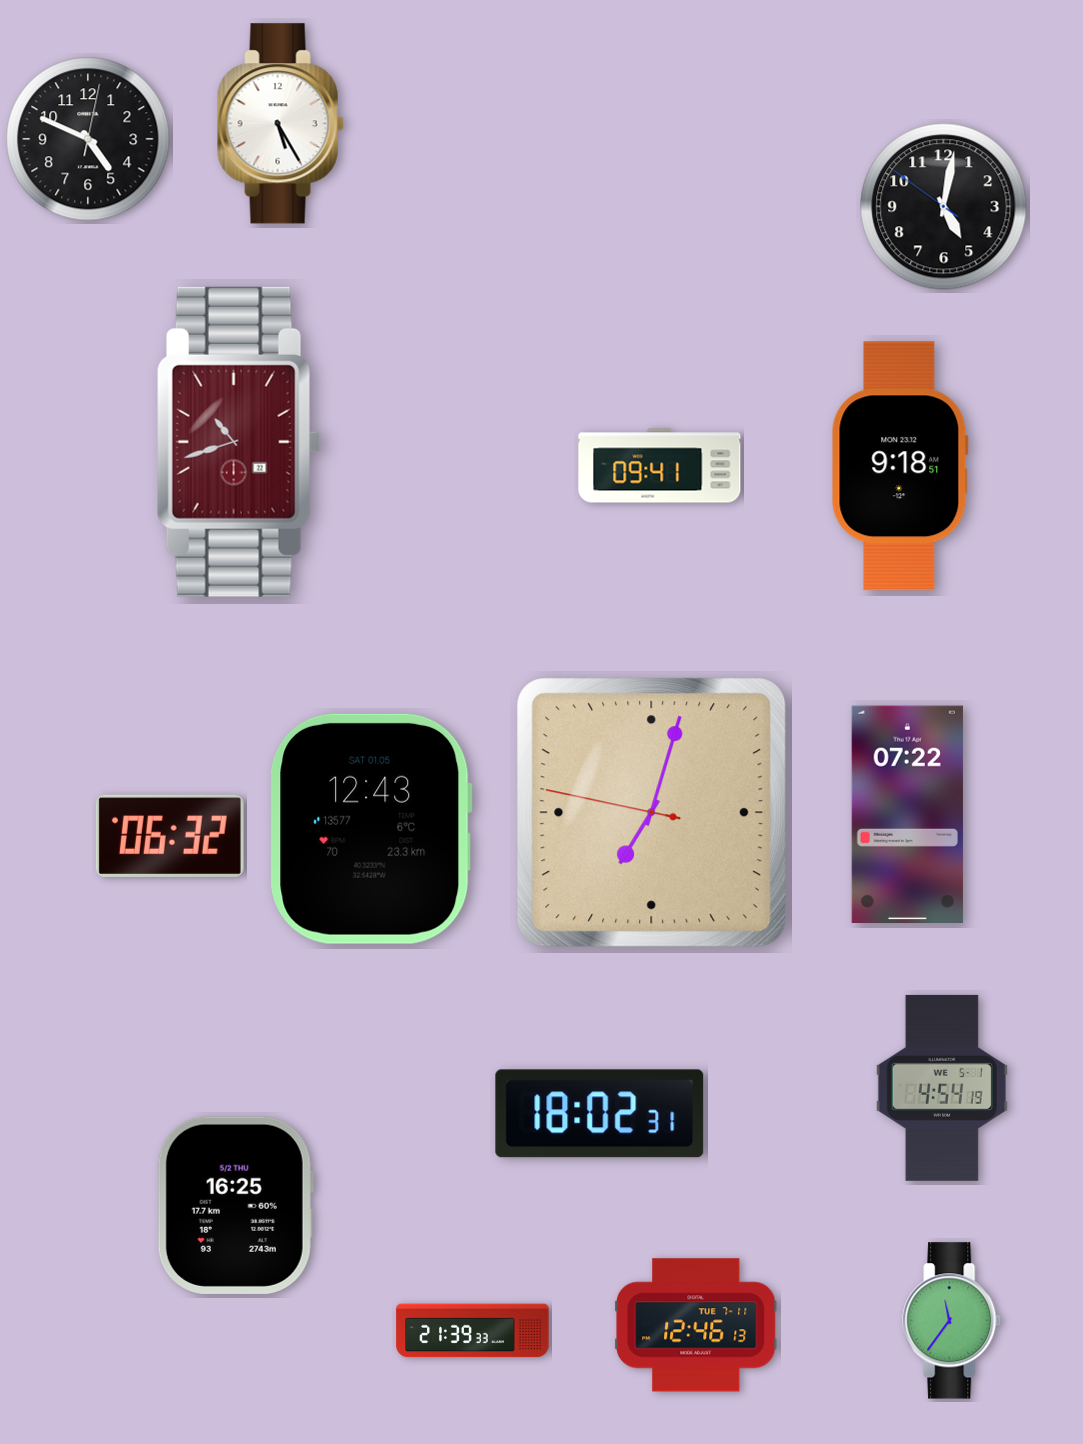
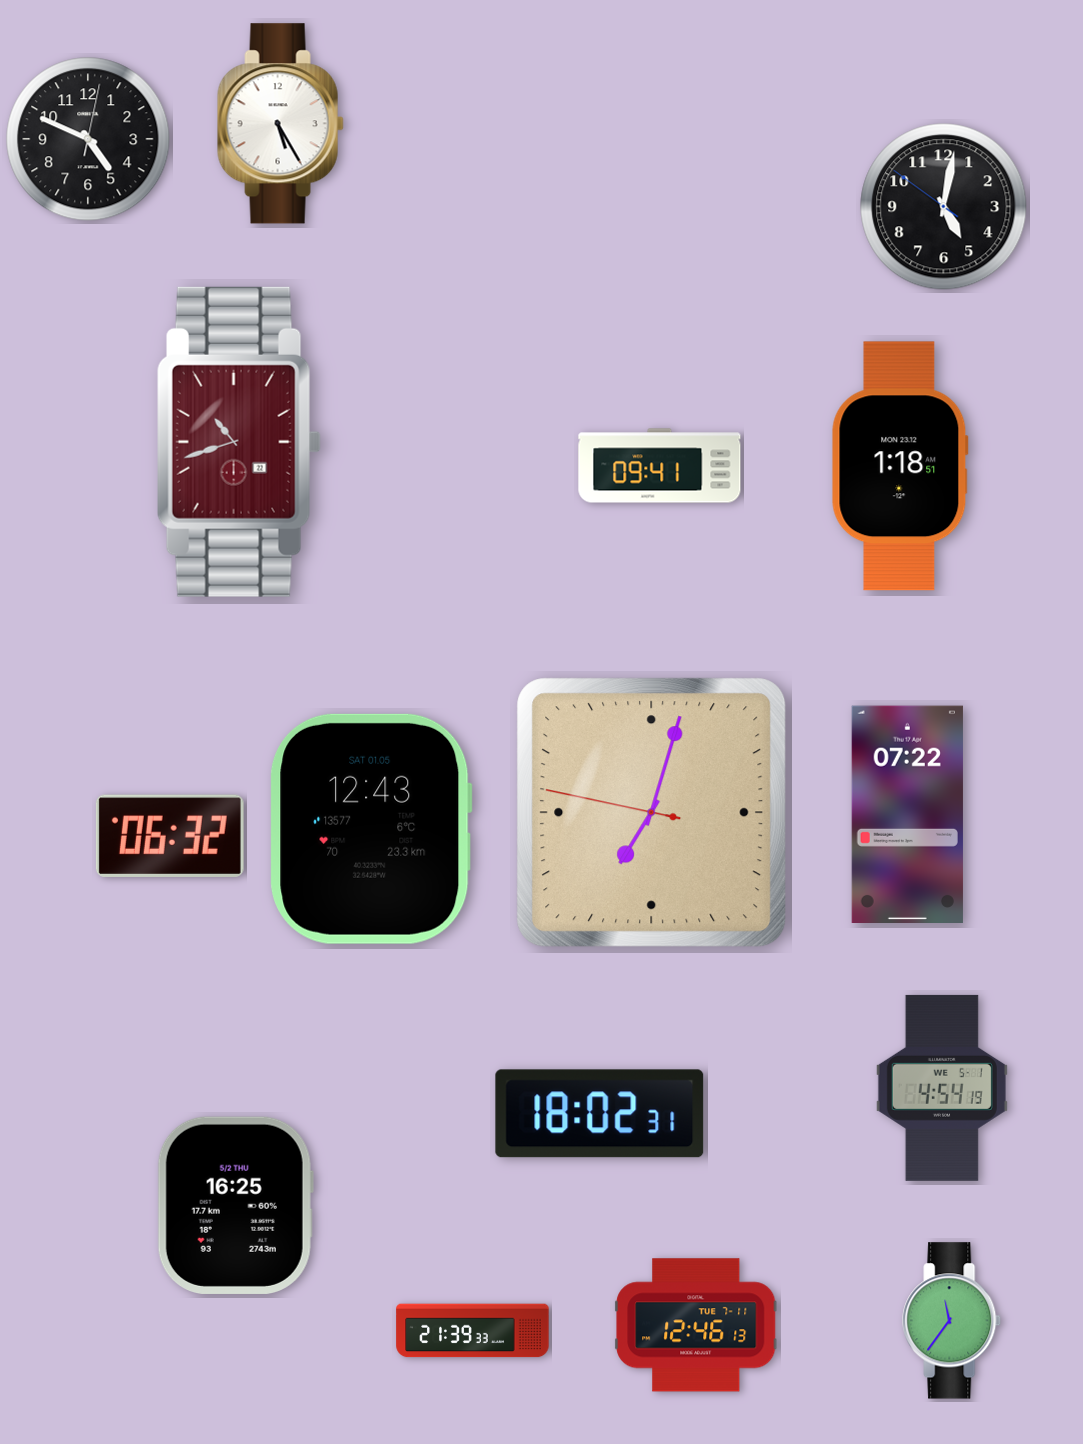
clock at (900, 466): 9:18 -> 1:18
